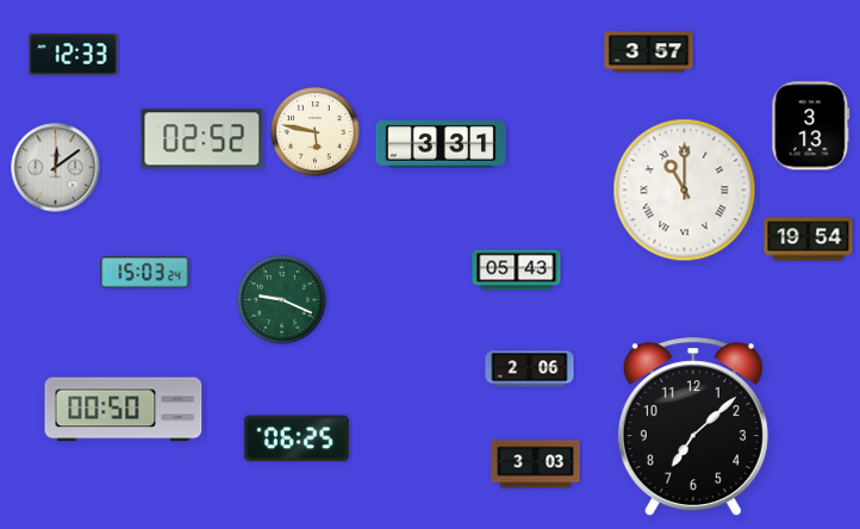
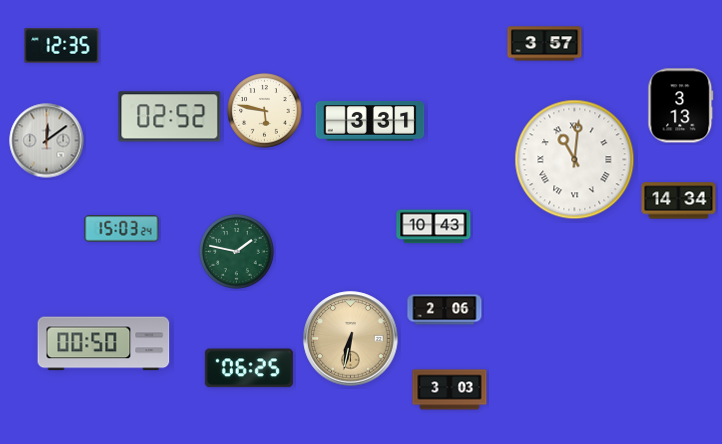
clock at (74, 55): 12:33 -> 12:35
clock at (685, 191): 11:00 -> 11:01
clock at (809, 239): 19:54 -> 14:34
clock at (517, 270): 05:43 -> 10:43
clock at (282, 300): 9:19 -> 1:47
clock at (351, 339): none -> 6:32
clock at (693, 428): 7:08 -> none
